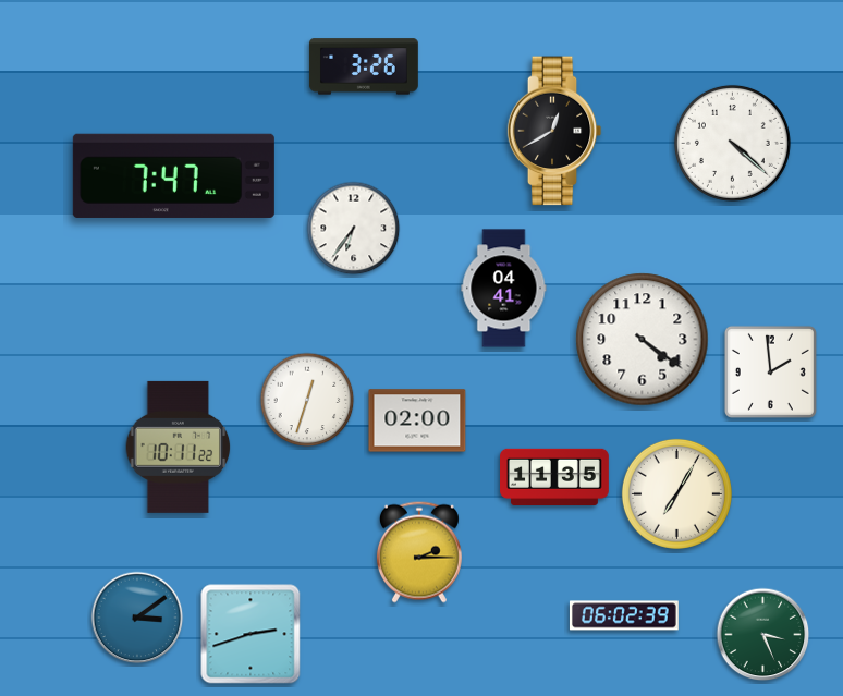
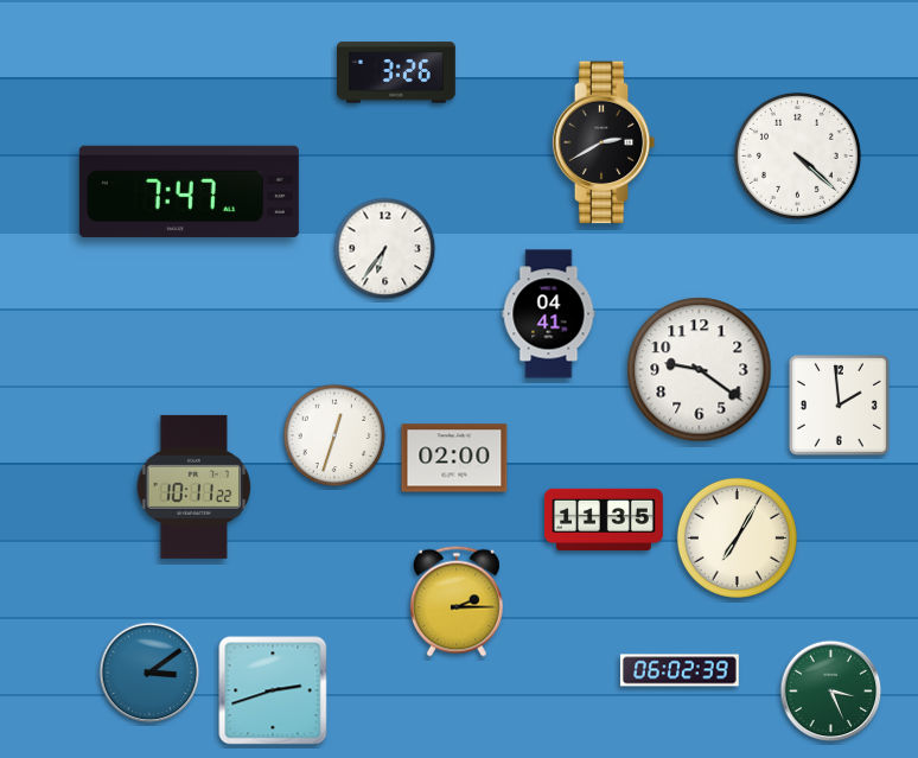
clock at (554, 131): 12:40 -> 2:40
clock at (643, 340): 4:21 -> 9:21
